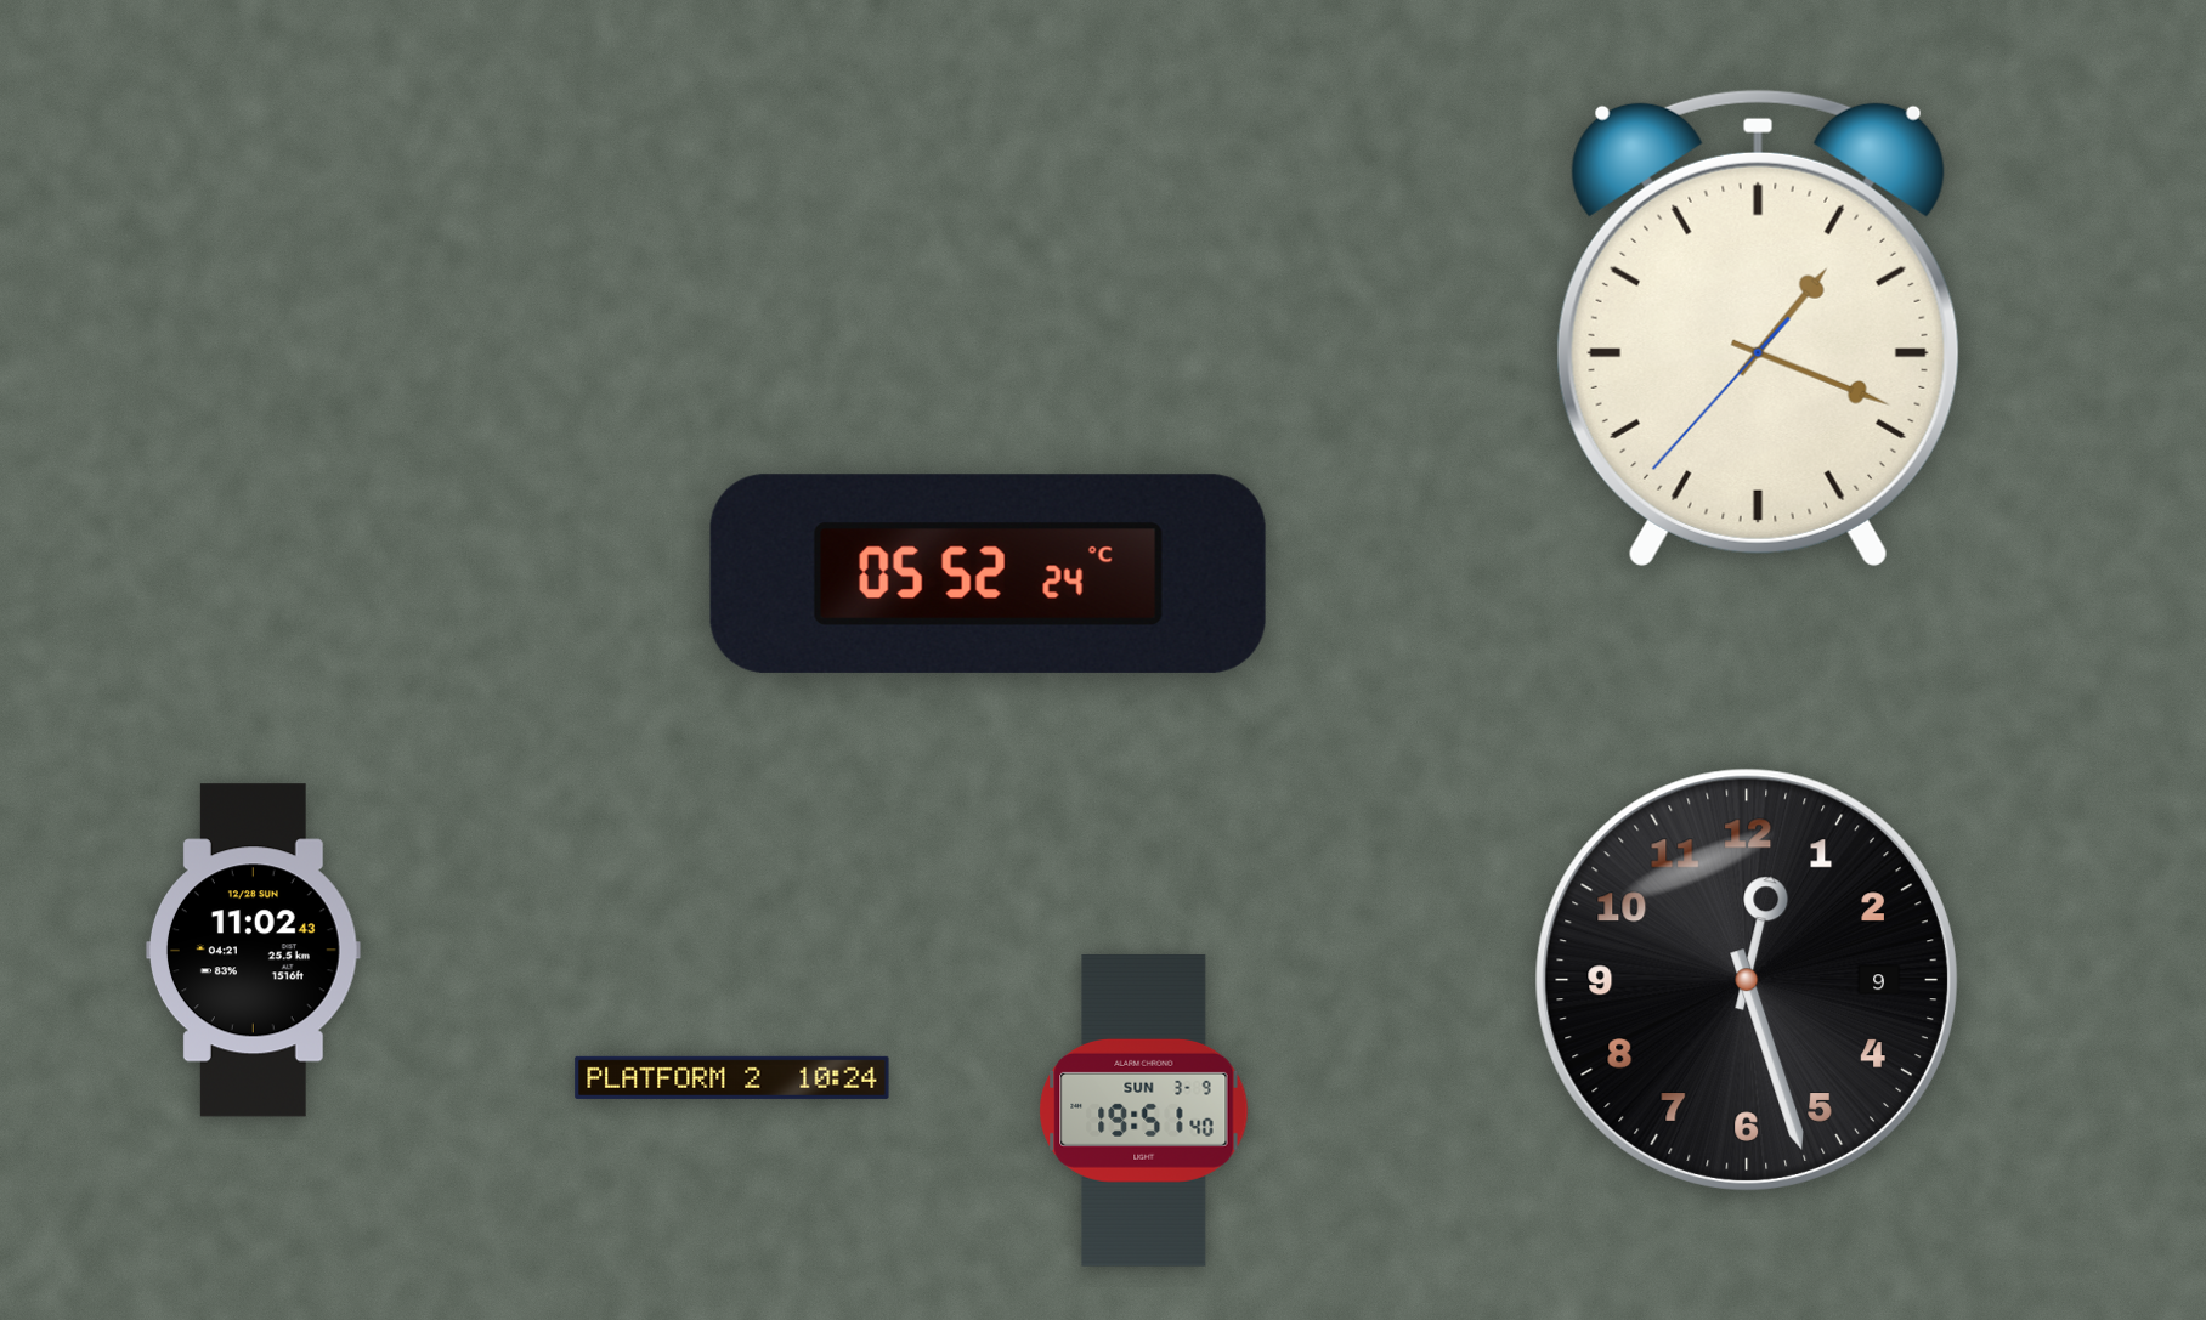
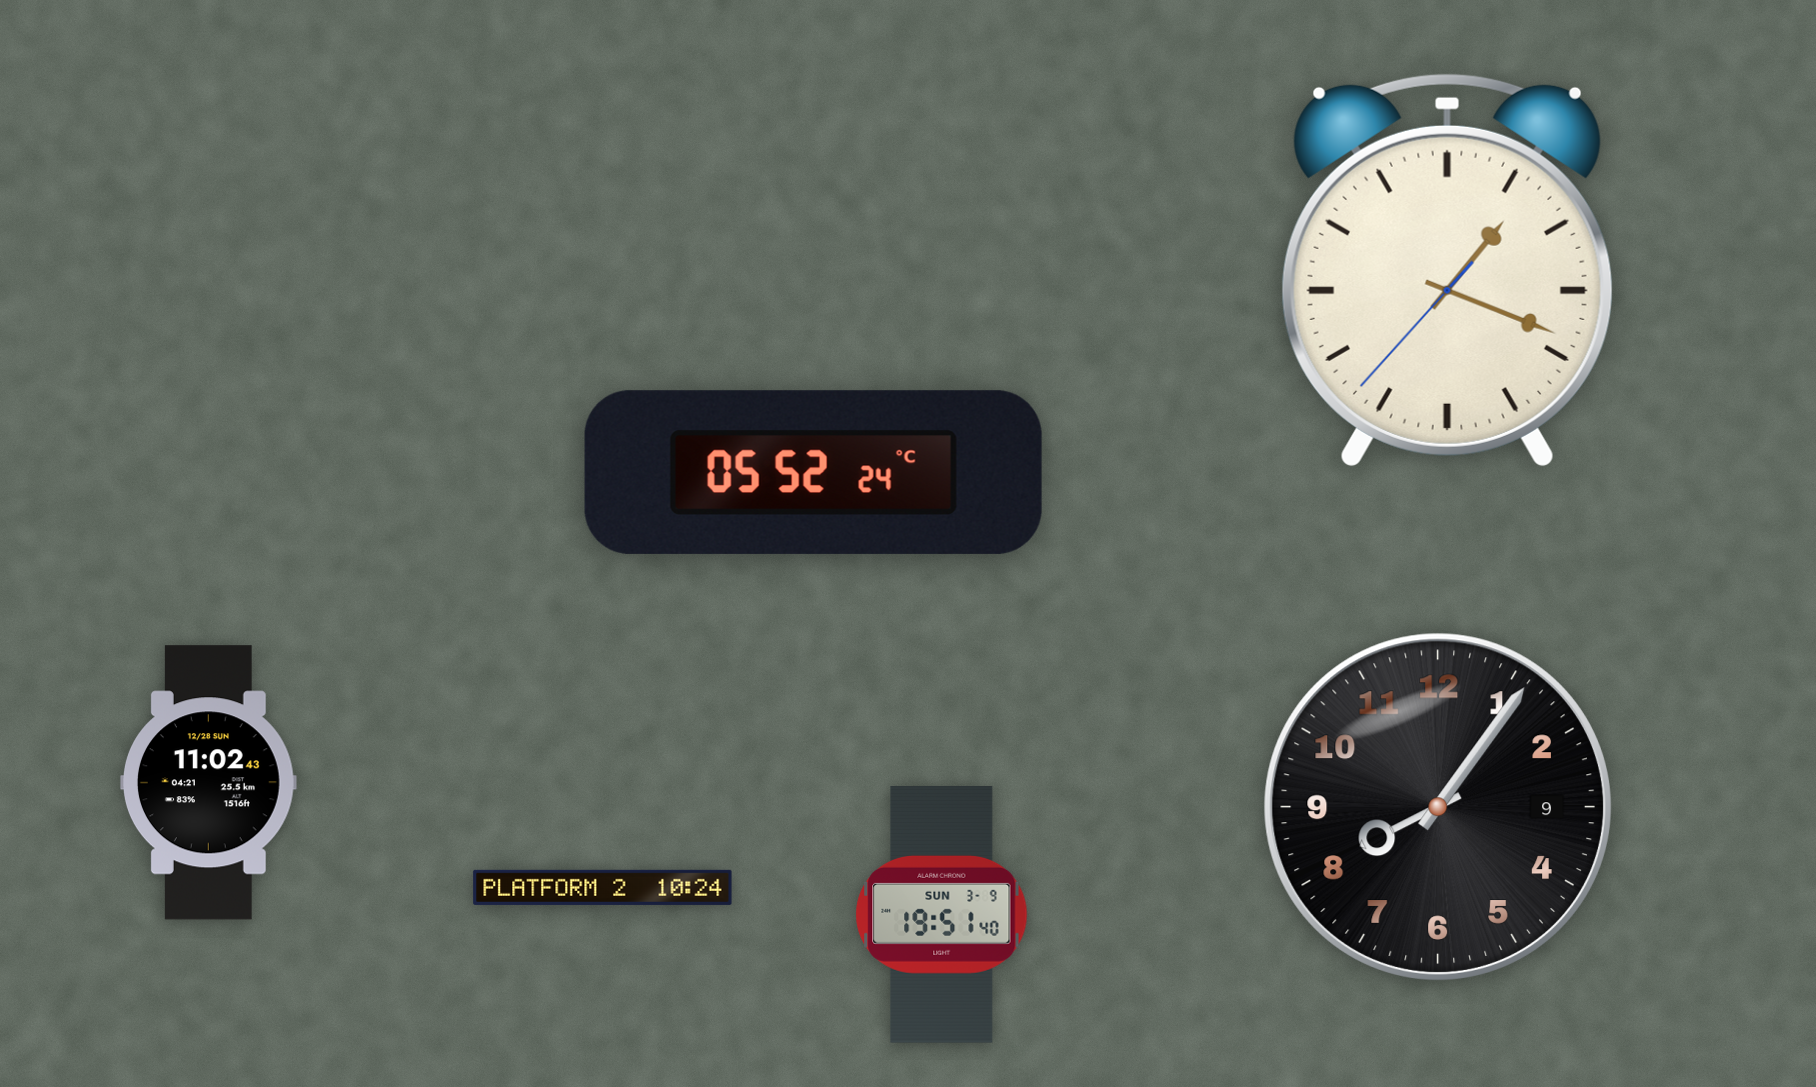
clock at (1747, 980): 12:27 -> 8:06
